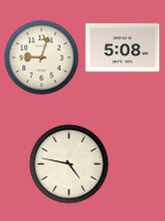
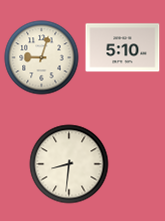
clock at (123, 48): 5:08 -> 5:10
clock at (69, 164): 4:47 -> 8:31
